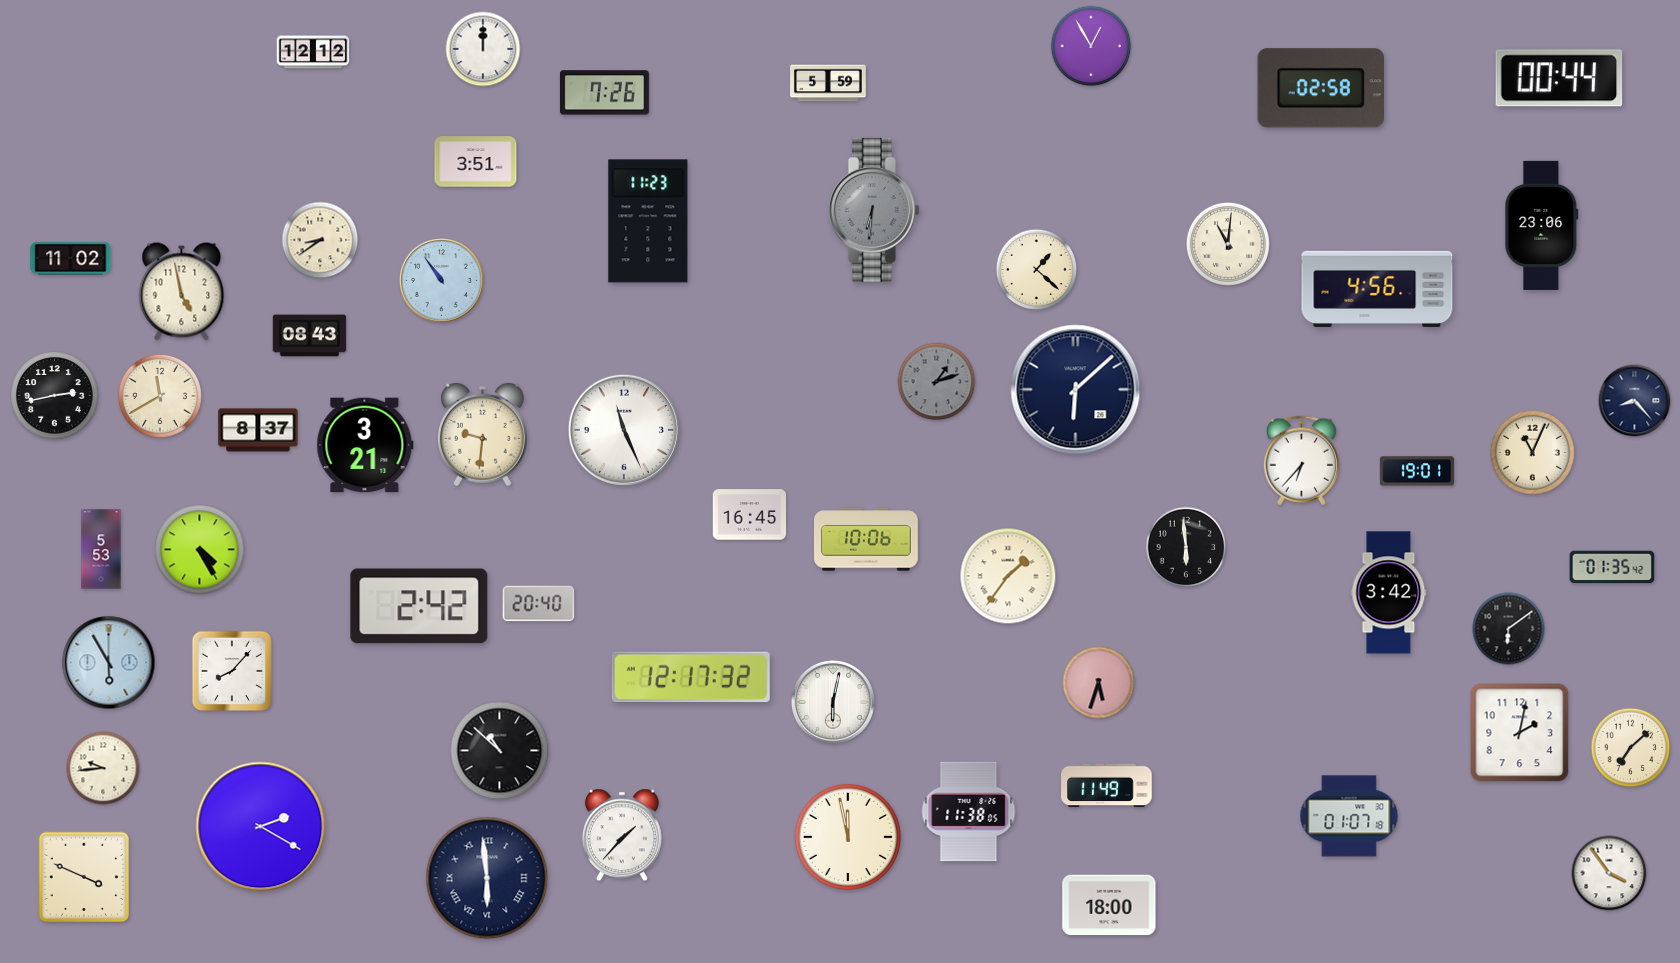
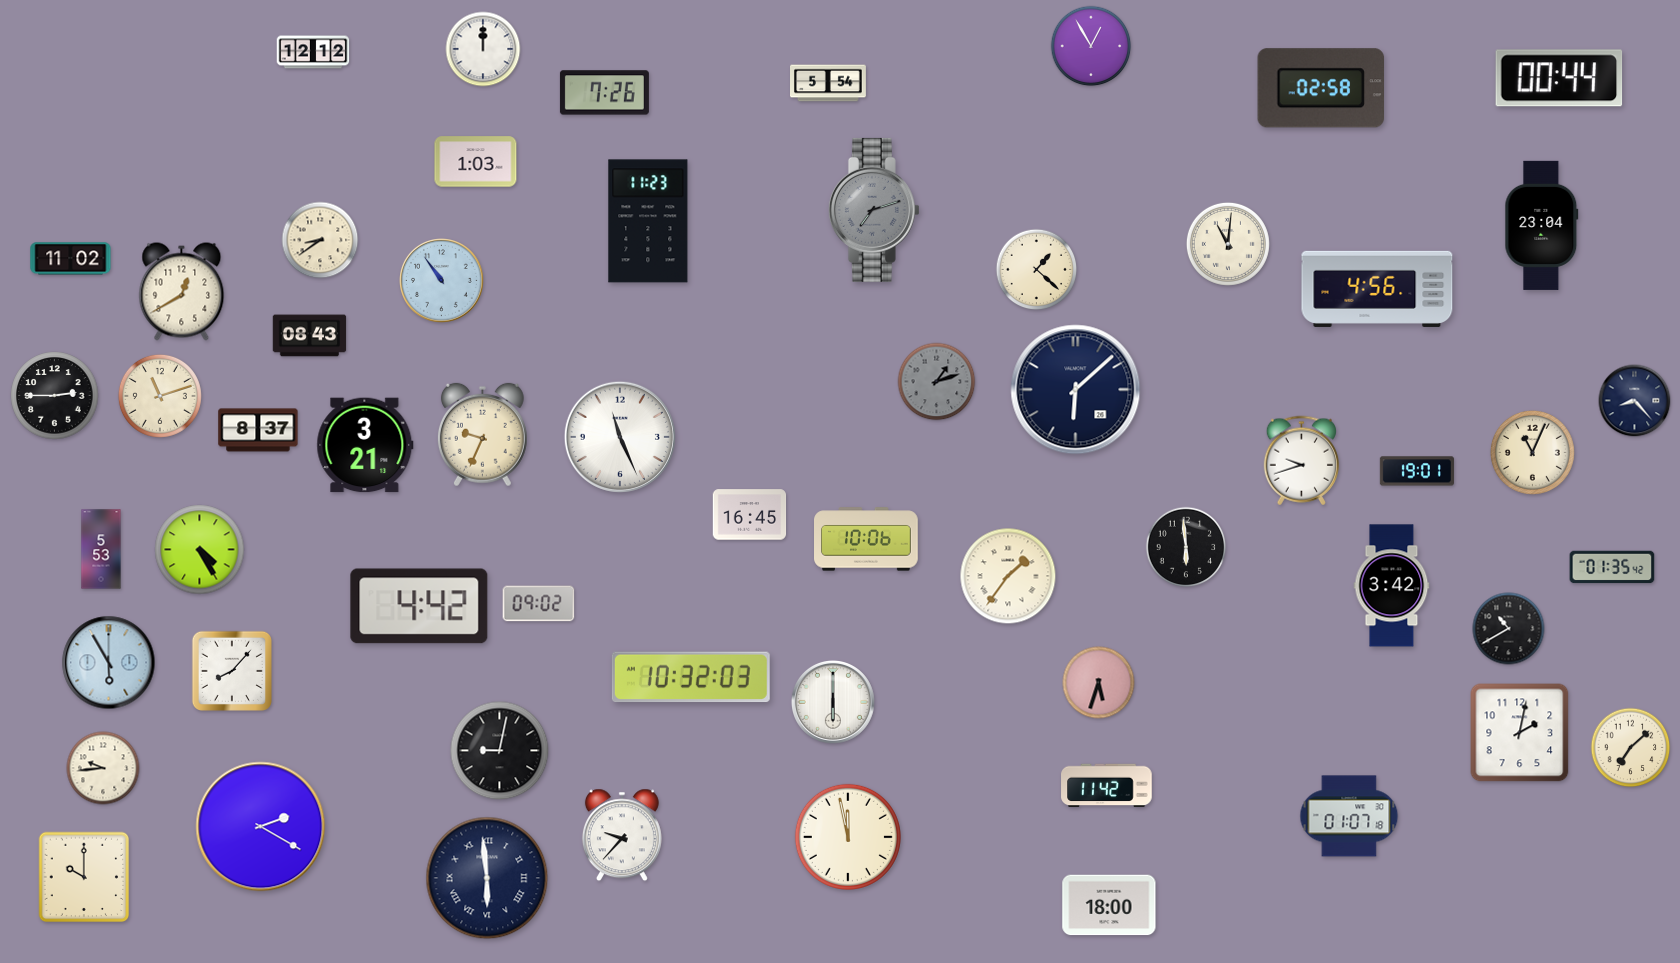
clock at (829, 83): 5:59 -> 5:54
clock at (476, 162): 3:51 -> 1:03
clock at (874, 210): 6:31 -> 7:12
clock at (1542, 225): 23:06 -> 23:04
clock at (182, 292): 4:58 -> 12:40
clock at (55, 396): 2:43 -> 2:45
clock at (160, 396): 11:40 -> 11:12
clock at (624, 430) position: (624, 430) -> (620, 437)
clock at (482, 435): 9:31 -> 9:34
clock at (1301, 461): 6:37 -> 9:42
clock at (1389, 593) position: (1389, 593) -> (1392, 586)
clock at (539, 604): 20:40 -> 09:02
clock at (419, 606): 2:42 -> 4:42
clock at (1509, 629): 6:09 -> 10:40
clock at (691, 677): 12:17 -> 10:32
clock at (833, 702): 6:02 -> 6:00
clock at (500, 751): 10:52 -> 9:02
clock at (1107, 786): 11:49 -> 11:42
clock at (969, 812): 11:38 -> none
clock at (622, 835): 1:37 -> 9:37
clock at (1609, 873): 3:54 -> none
clock at (84, 877): 3:49 -> 10:00
